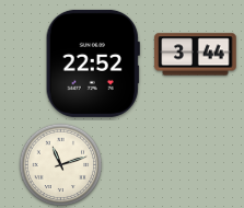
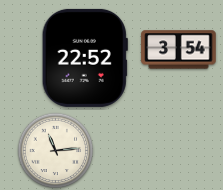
clock at (196, 55): 3:44 -> 3:54
clock at (61, 165): 11:12 -> 11:14
